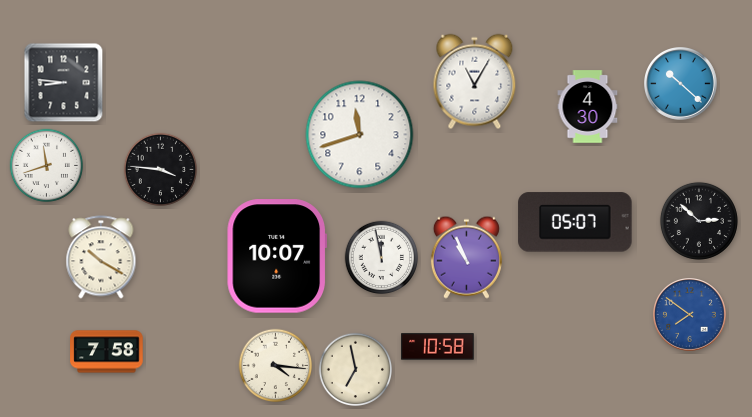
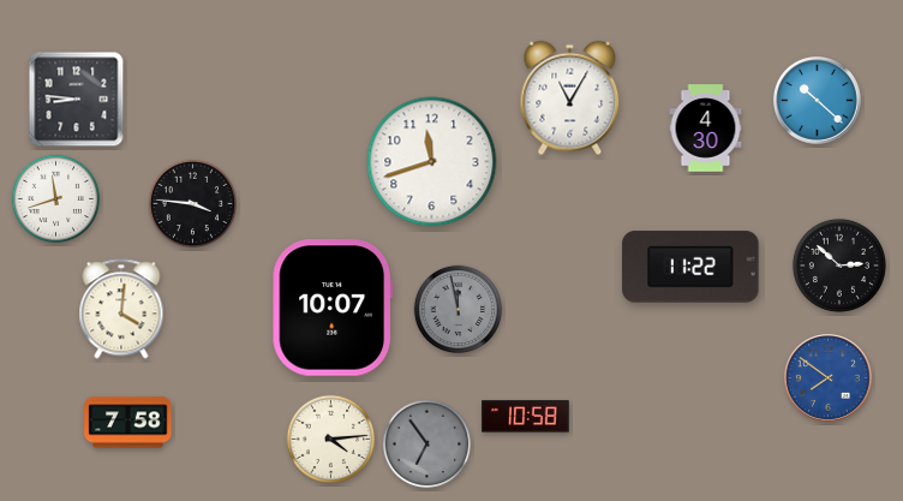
clock at (575, 222): 05:07 -> 11:22
clock at (101, 257): 10:20 -> 4:01
clock at (466, 257): 10:56 -> none
clock at (382, 258) dial: white -> grey
clock at (276, 366): 4:16 -> 4:14
clock at (356, 370): 6:58 -> 6:54
clock at (356, 370) dial: cream -> grey
